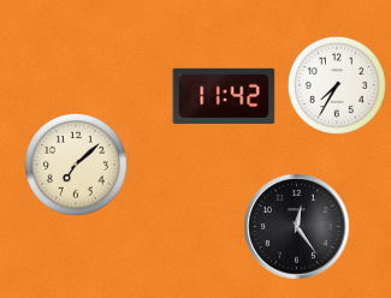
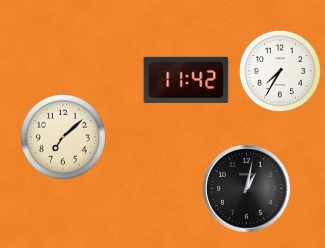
clock at (297, 227): 12:24 -> 1:02
